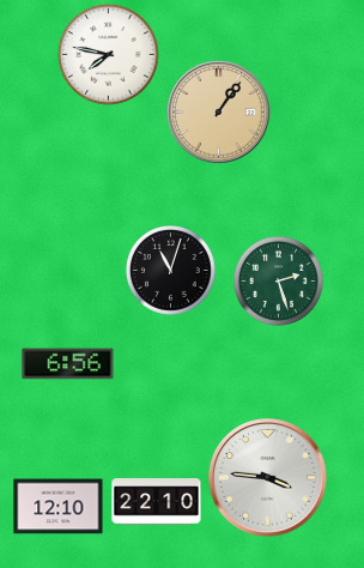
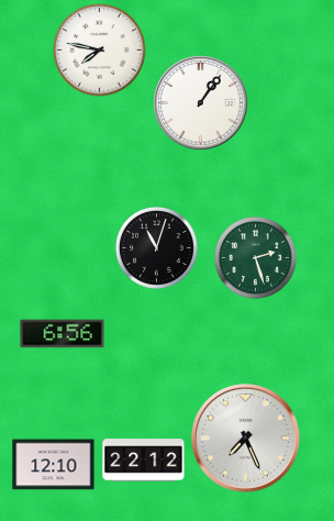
clock at (219, 113) dial: champagne -> white
clock at (268, 478): 3:46 -> 7:26
clock at (157, 502): 22:10 -> 22:12
